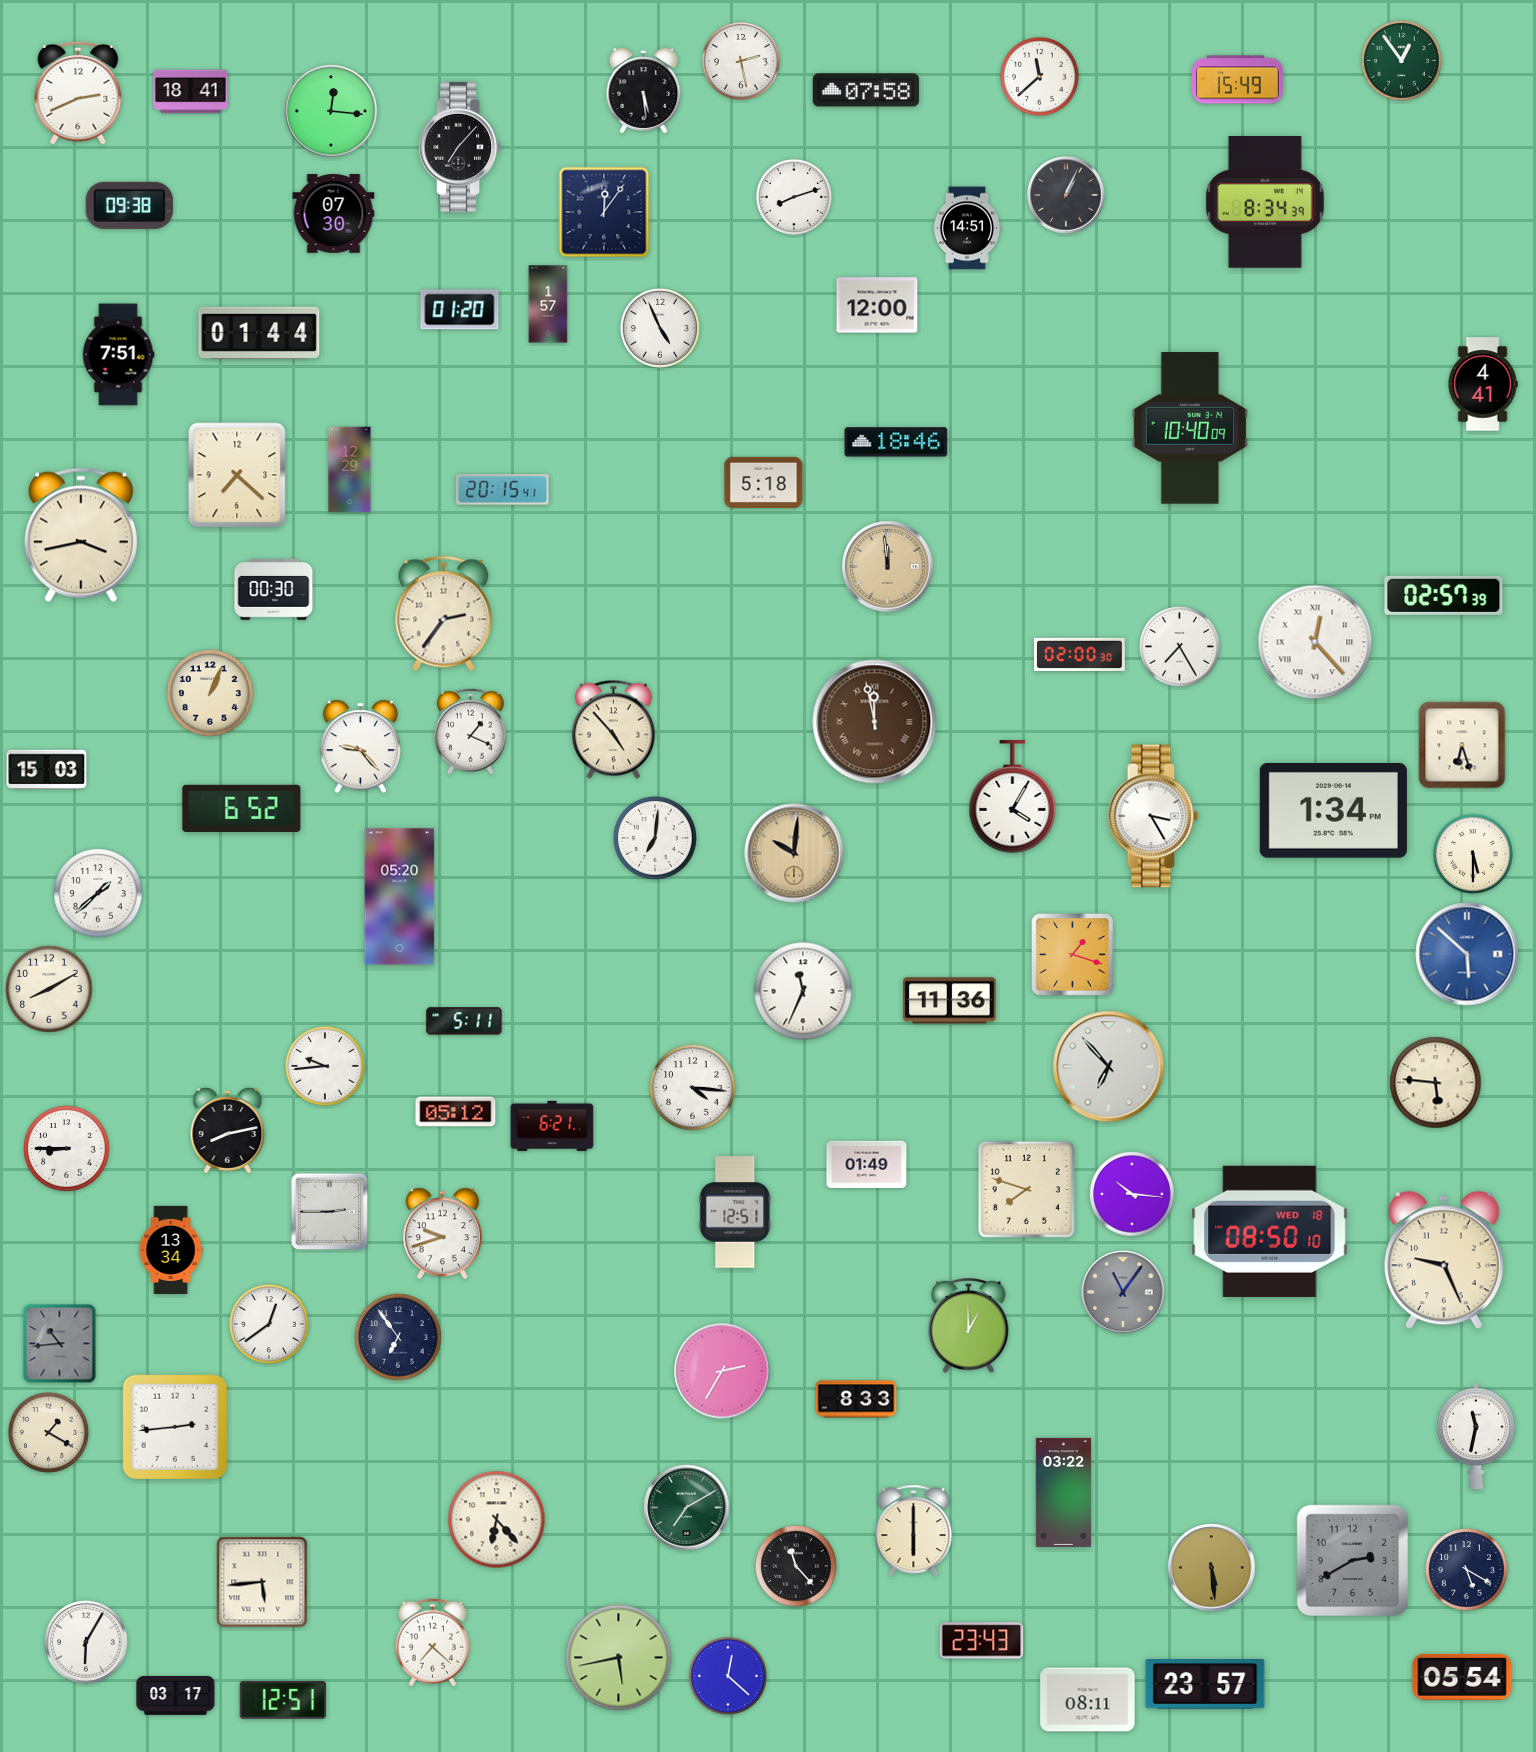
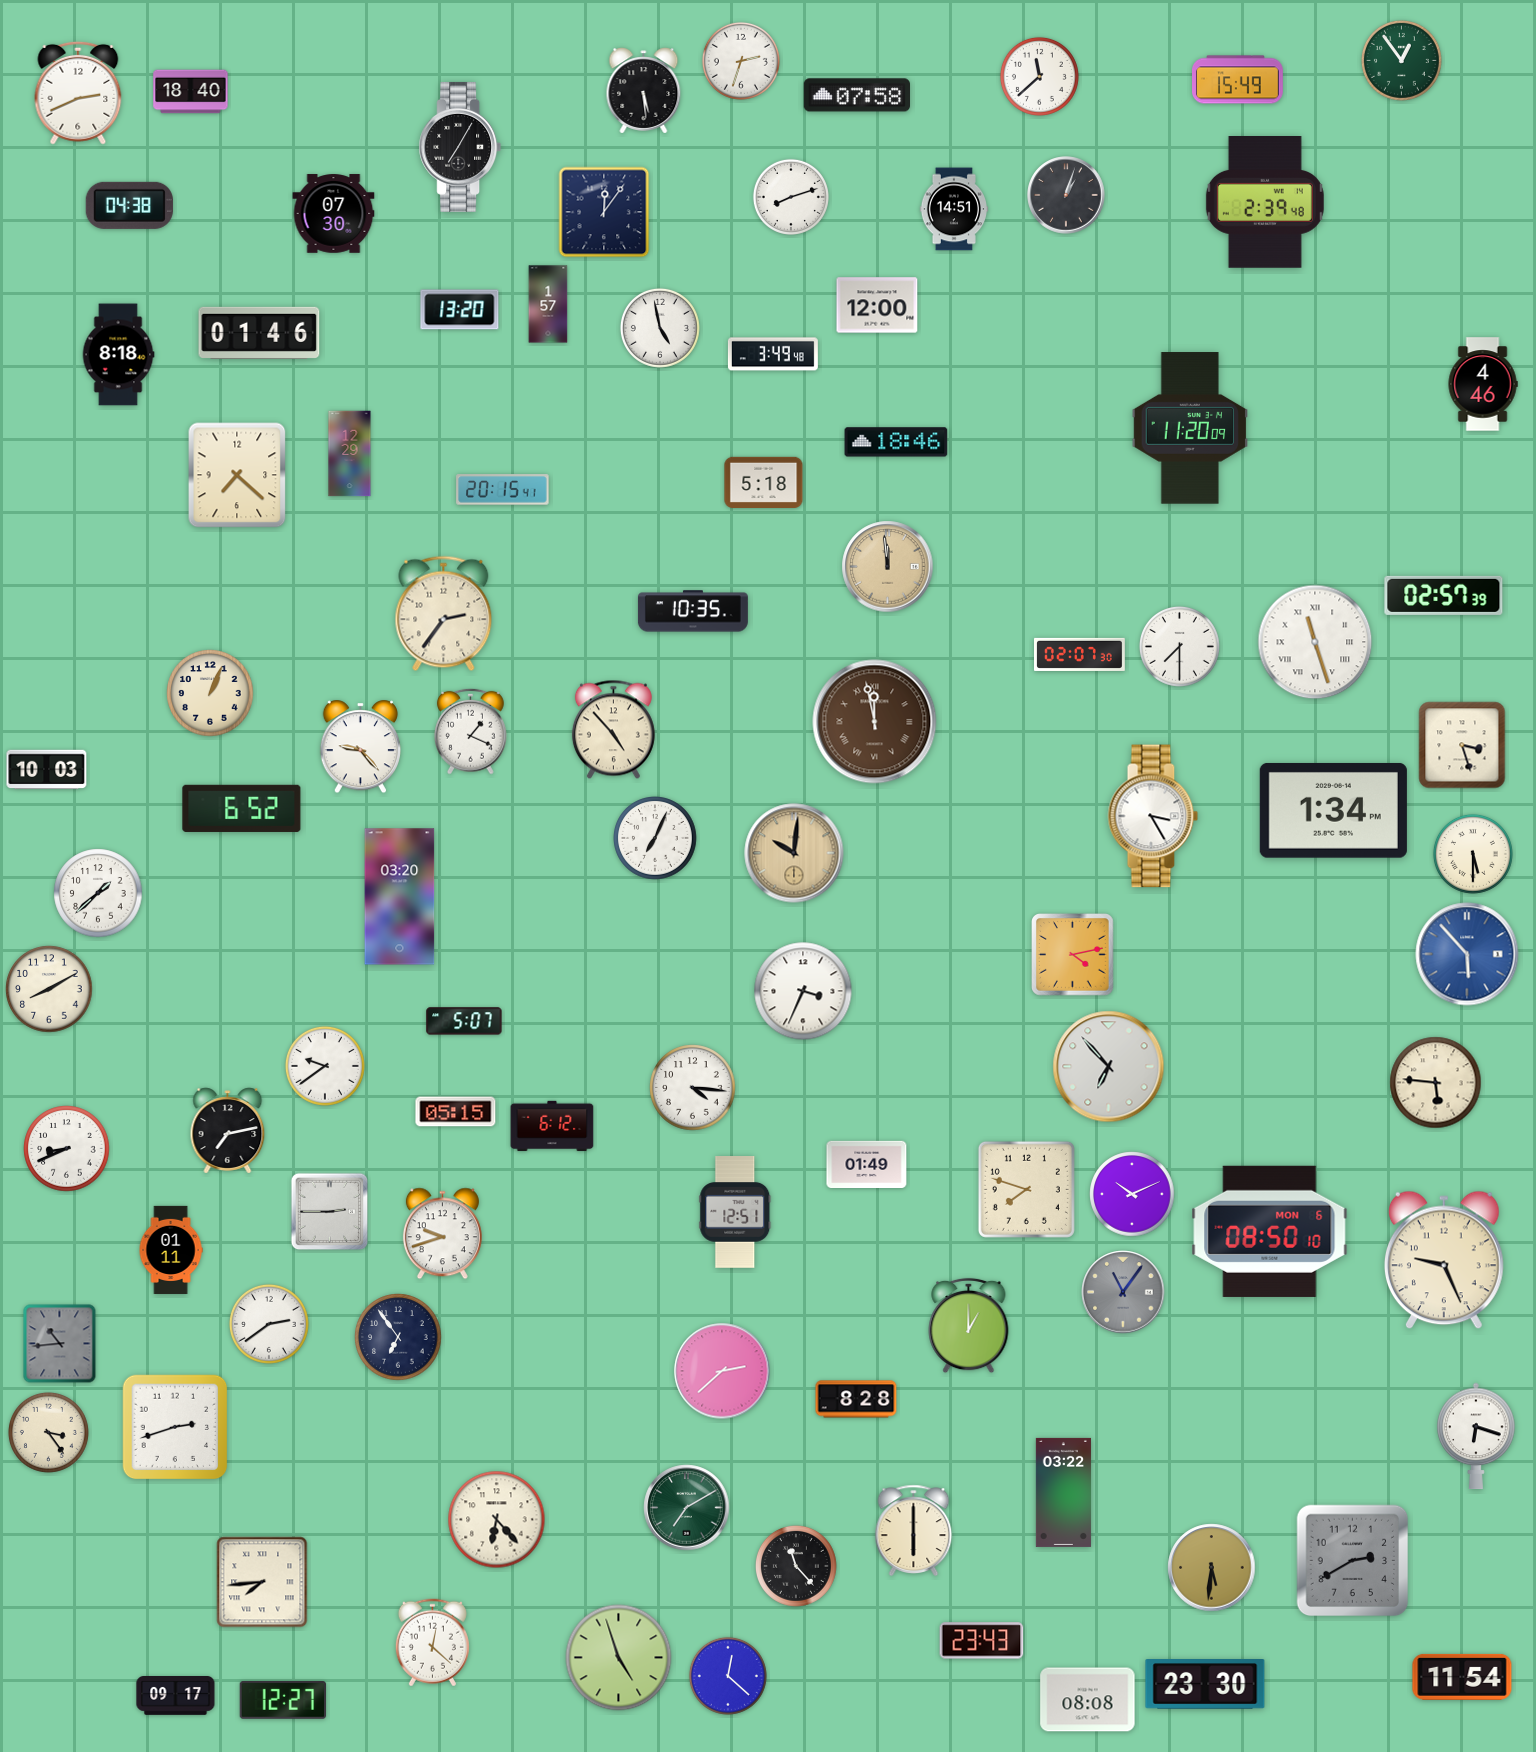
clock at (741, 61): 2:28 -> 2:33
clock at (865, 90) position: (865, 90) -> (856, 95)
clock at (191, 92): 18:41 -> 18:40
clock at (331, 111): 12:16 -> none
clock at (460, 147): 7:07 -> 7:05
clock at (1066, 195): 1:04 -> 1:03
clock at (794, 197) position: (794, 197) -> (791, 197)
clock at (1265, 203): 8:34 -> 2:39
clock at (129, 205): 09:38 -> 04:38
clock at (966, 228) position: (966, 228) -> (953, 209)
clock at (460, 310): 01:20 -> 13:20
clock at (660, 328): 4:56 -> 4:58
clock at (259, 333): 01:44 -> 01:46
clock at (773, 354): none -> 3:49
clock at (118, 355): 7:51 -> 8:18
clock at (1483, 384): 4:41 -> 4:46
clock at (1190, 428): 10:40 -> 11:20
clock at (350, 470) position: (350, 470) -> (350, 454)
clock at (81, 535): 3:43 -> none
clock at (274, 590): 00:30 -> none
clock at (693, 611): none -> 10:35
clock at (1315, 642): 12:23 -> 11:27
clock at (1179, 646): 7:25 -> 7:30
clock at (1080, 654): 02:00 -> 02:07
clock at (1462, 745): 6:27 -> 3:27
clock at (47, 770): 15:03 -> 10:03
clock at (1013, 797): 4:05 -> none
clock at (656, 839): 7:01 -> 7:04
clock at (400, 897): 05:20 -> 03:20
clock at (1467, 954): 5:52 -> 5:53
clock at (1073, 955): 1:18 -> 4:13
clock at (803, 991): 11:34 -> 3:34
clock at (950, 1001): 11:36 -> none
clock at (464, 1021): 5:11 -> 5:07
clock at (325, 1066): 9:44 -> 9:39
clock at (456, 1112): 05:12 -> 05:15
clock at (552, 1126): 6:21 -> 6:12
clock at (228, 1131): 8:13 -> 7:13
clock at (67, 1149): 8:45 -> 8:41
clock at (1132, 1194): 10:16 -> 10:11
clock at (1270, 1231) date: WED 18 -> MON 6
clock at (171, 1250): 13:34 -> 01:11
clock at (269, 1324): 12:39 -> 2:39
clock at (722, 1371): 2:35 -> 2:38
clock at (856, 1399): 8:33 -> 8:28
clock at (175, 1427): 2:44 -> 2:42
clock at (48, 1432): 1:20 -> 3:24
clock at (1476, 1436): 11:32 -> 6:18
clock at (1212, 1568): 5:29 -> 5:31
clock at (1467, 1570): 5:20 -> none
clock at (262, 1582): 5:44 -> 7:44
clock at (86, 1642): 6:05 -> none
clock at (432, 1643): 7:22 -> 12:22
clock at (619, 1658): 5:43 -> 4:57
clock at (1462, 1677): 05:54 -> 11:54
clock at (1205, 1684): 23:57 -> 23:30
clock at (176, 1696): 03:17 -> 09:17
clock at (1088, 1700): 08:11 -> 08:08
clock at (283, 1701): 12:51 -> 12:27
